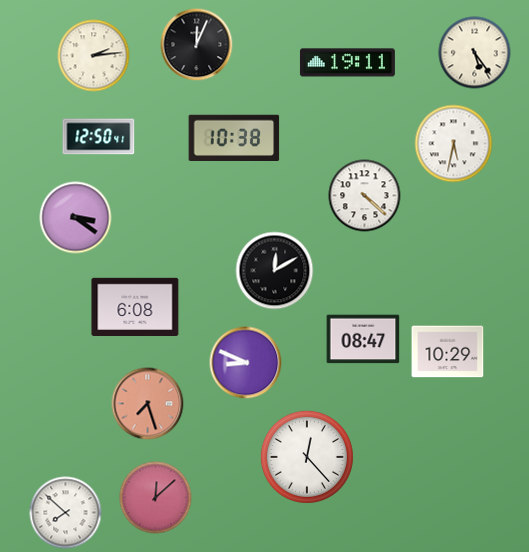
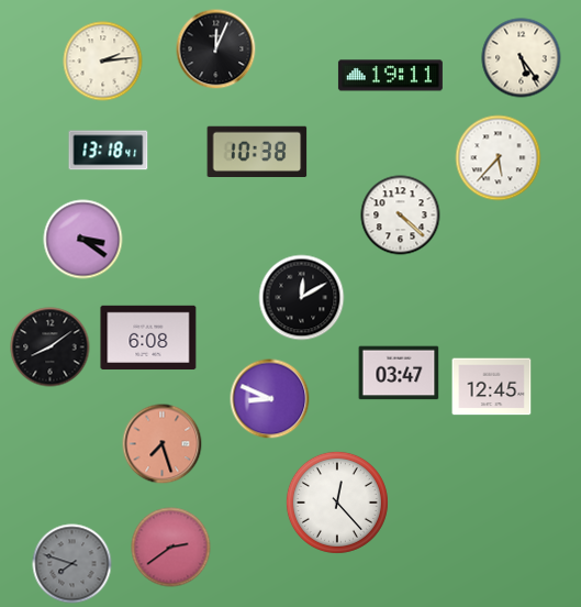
clock at (347, 63) position: (347, 63) -> (390, 76)
clock at (99, 137): 12:50 -> 13:18
clock at (454, 144): 5:32 -> 5:37
clock at (51, 347): none -> 8:09
clock at (363, 339): 08:47 -> 03:47
clock at (448, 352): 10:29 -> 12:45
clock at (156, 498): 12:08 -> 2:39
clock at (66, 513): 7:52 -> 7:48
clock at (66, 513) dial: white -> grey
